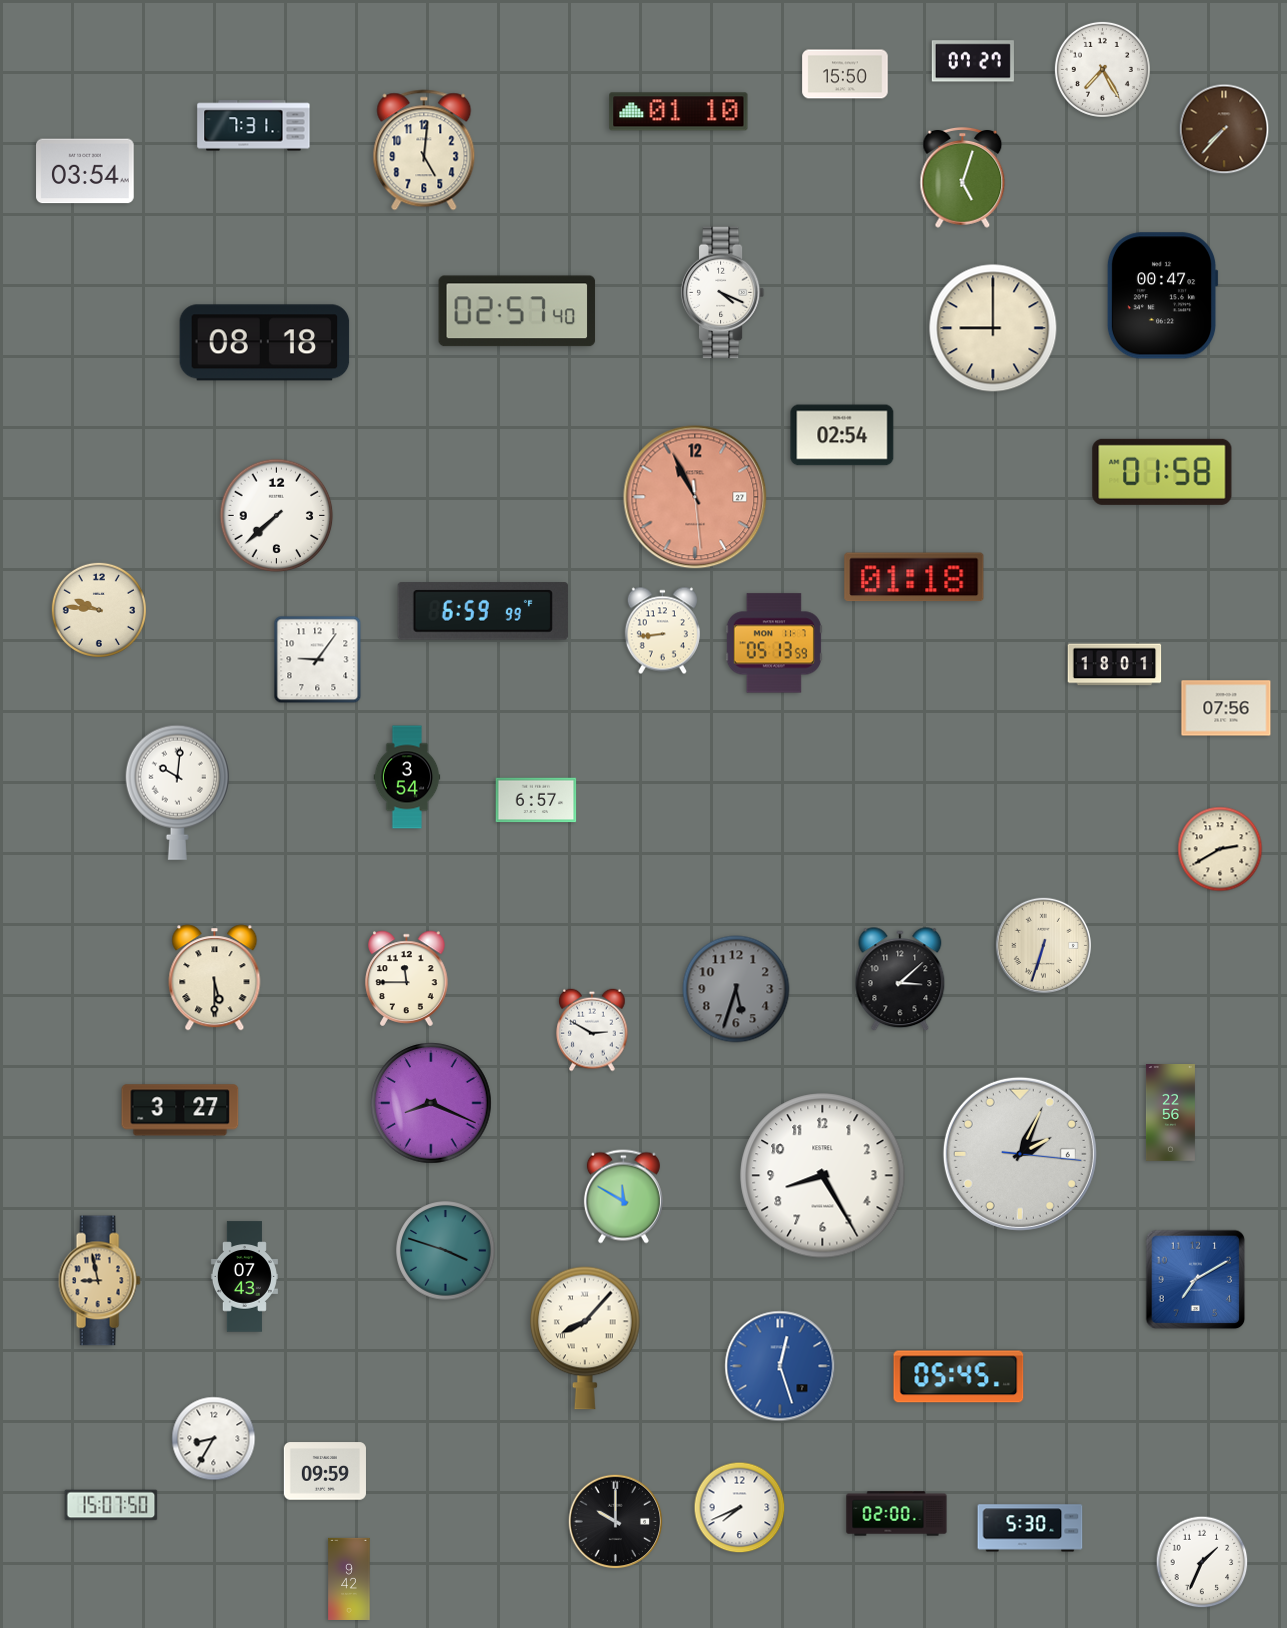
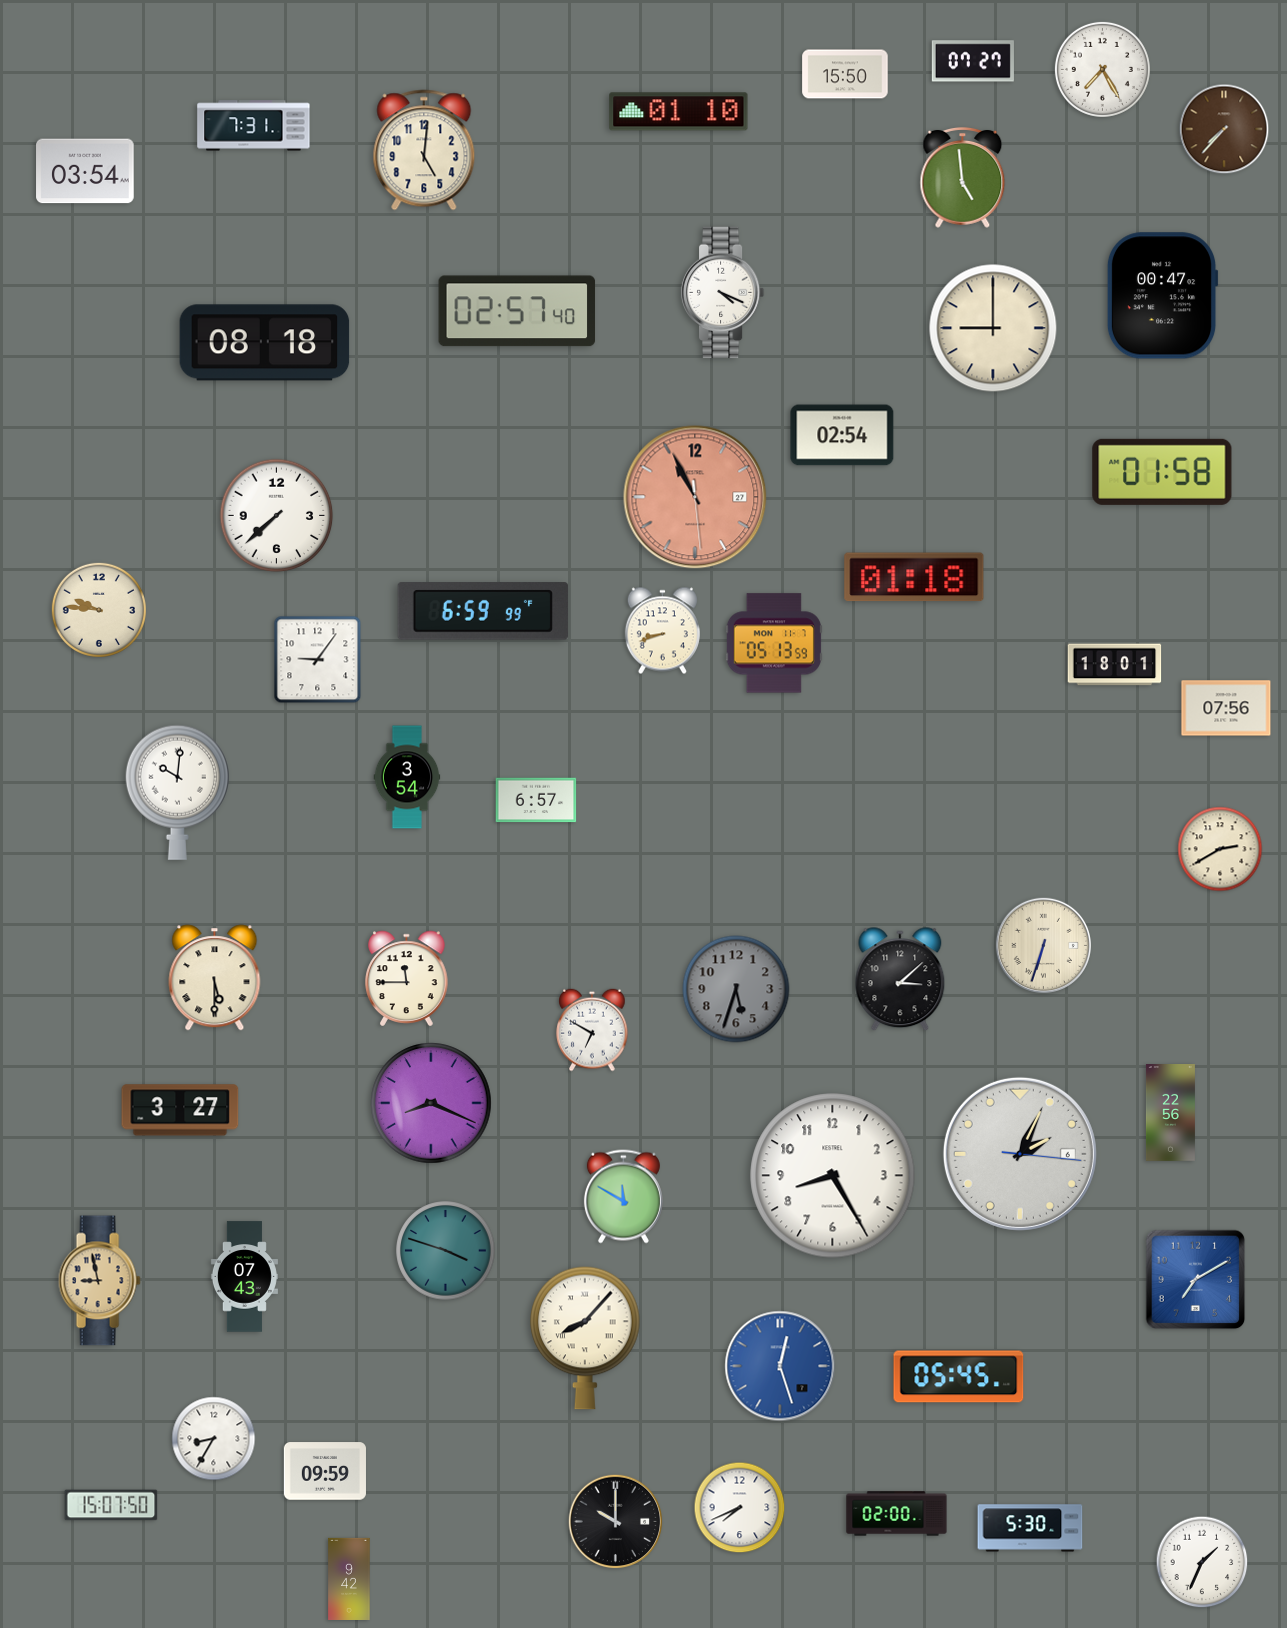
clock at (963, 178): 5:03 -> 4:59
clock at (662, 631): 8:44 -> 8:42
clock at (592, 1030): 2:50 -> 6:50
clock at (823, 1176) position: (823, 1176) -> (833, 1176)
